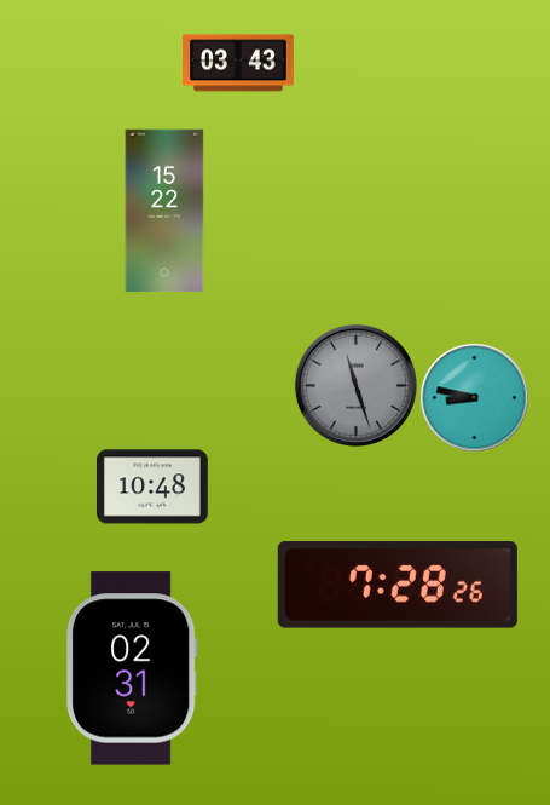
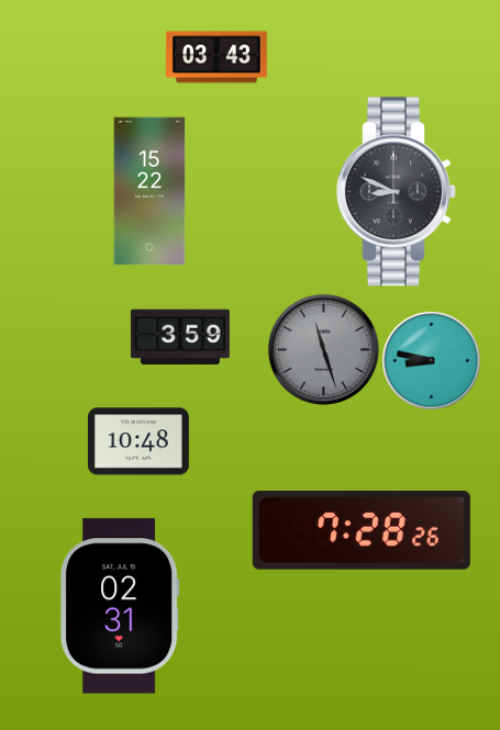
clock at (396, 192): none -> 8:49
clock at (180, 337): none -> 3:59
